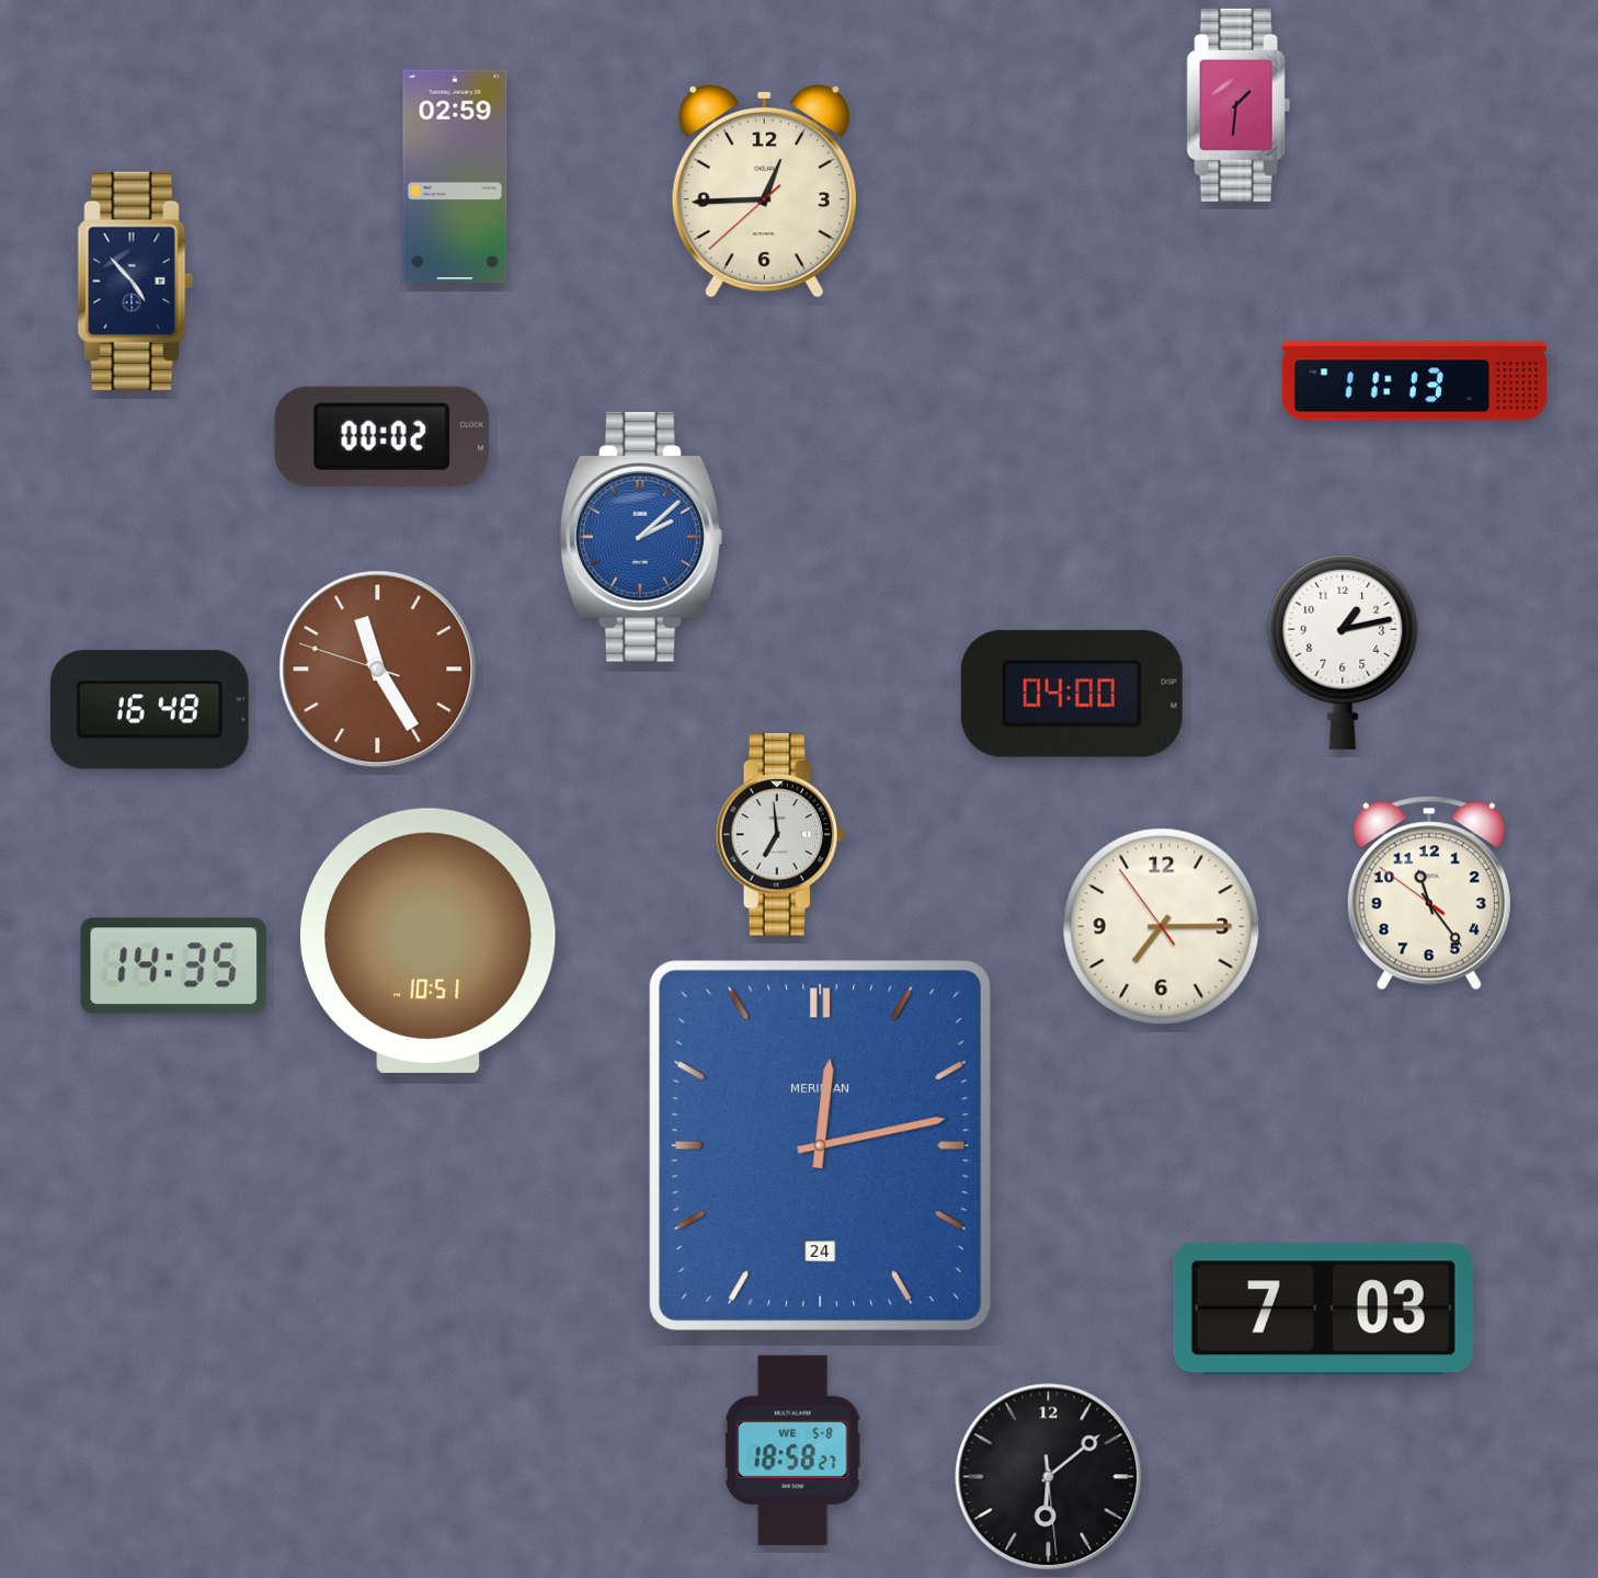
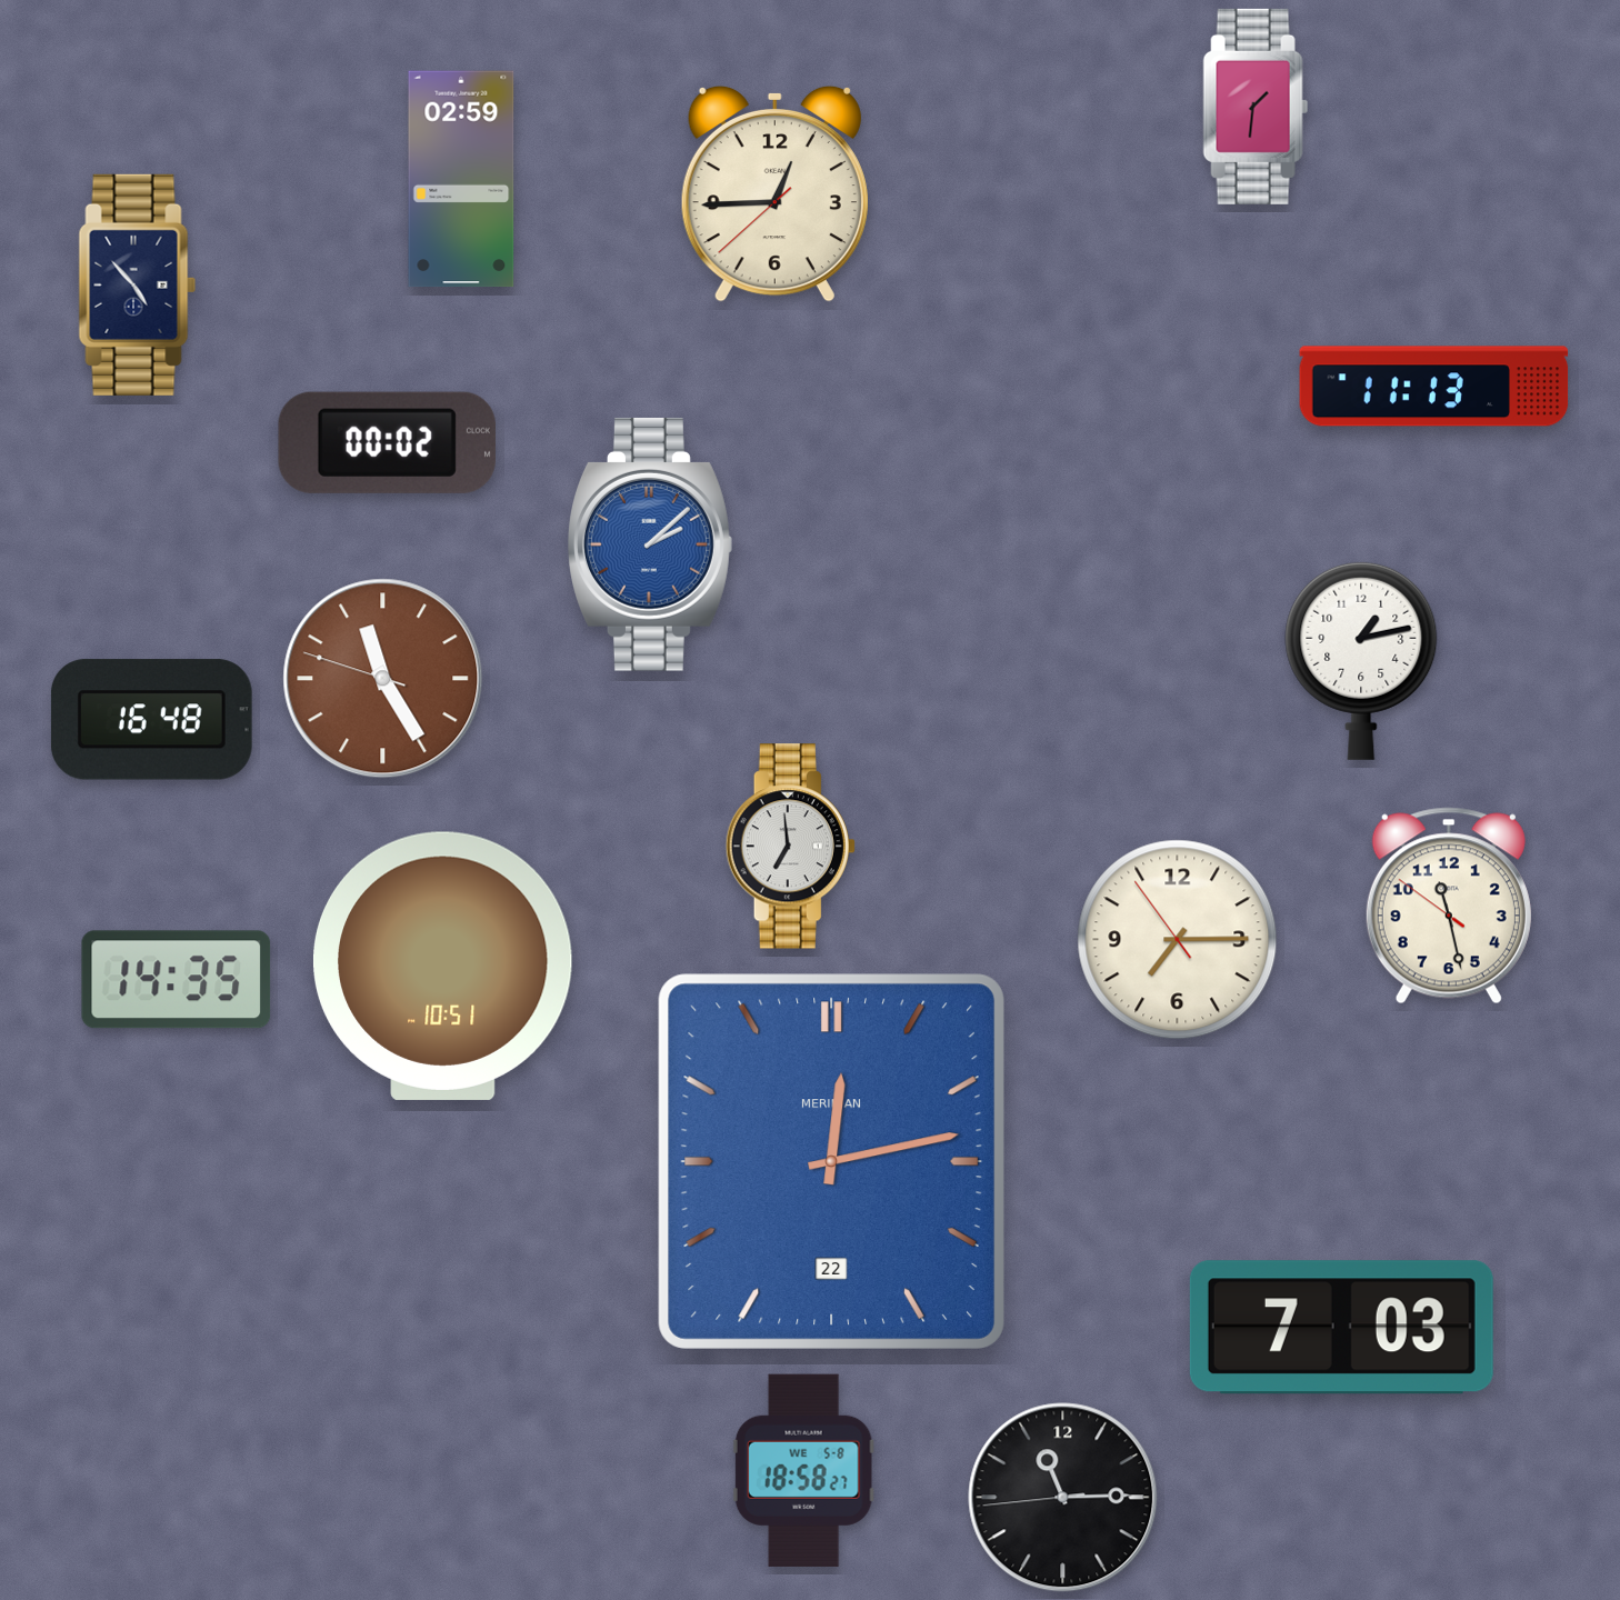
clock at (1072, 694): 04:00 -> none
clock at (1429, 893): 11:23 -> 11:27
clock at (427, 940) position: (427, 940) -> (442, 966)
clock at (820, 1145) date: 24 -> 22
clock at (1049, 1477): 6:08 -> 11:14
